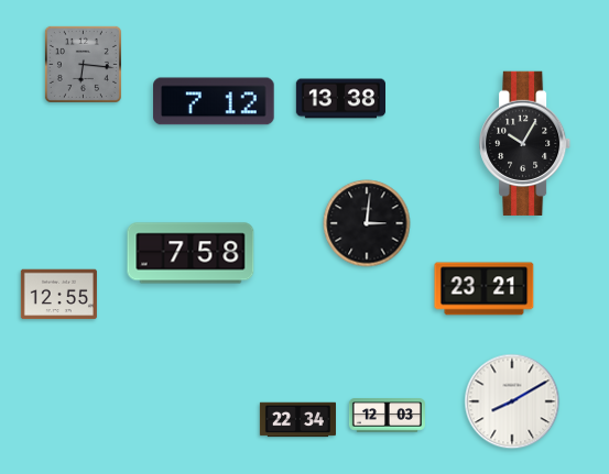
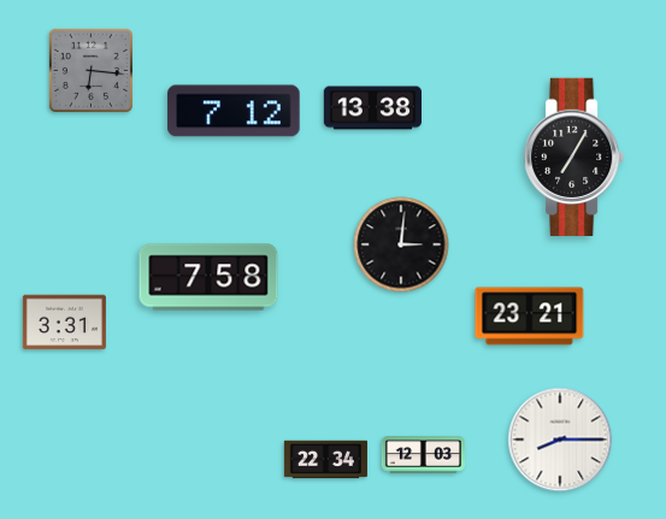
clock at (526, 143): 10:05 -> 7:05
clock at (58, 295): 12:55 -> 3:31
clock at (512, 401): 8:10 -> 8:15
